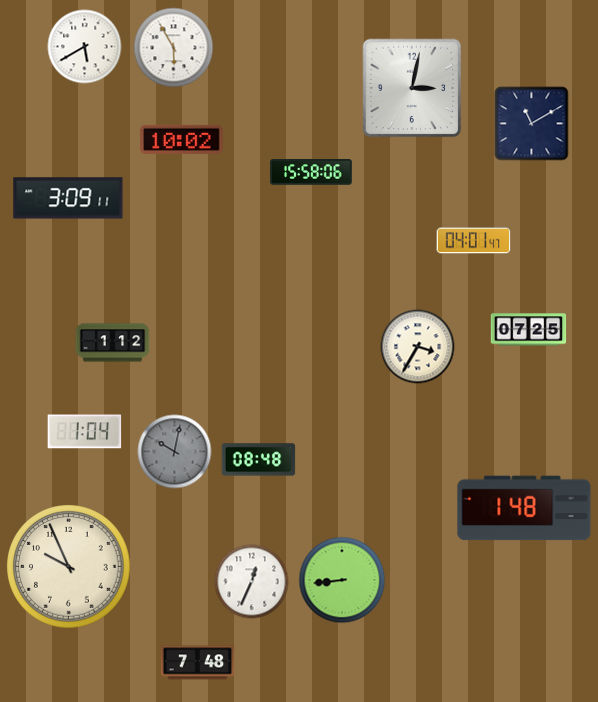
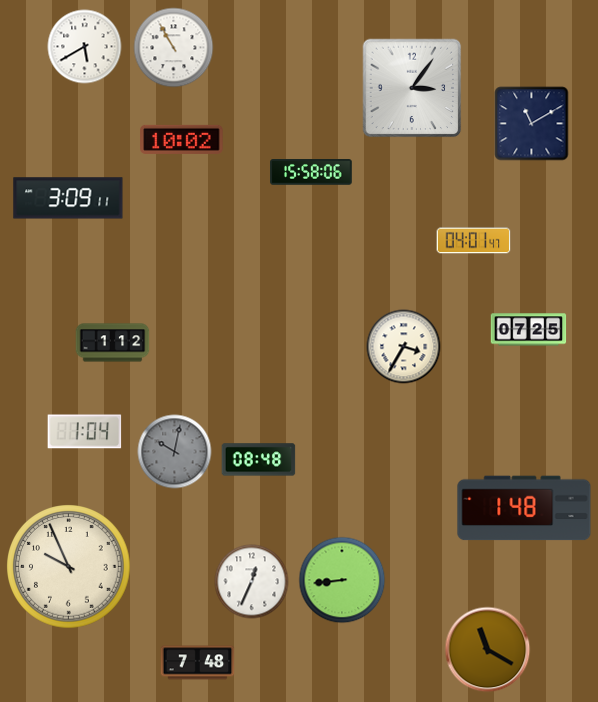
clock at (174, 48): 5:55 -> 10:55
clock at (412, 88): 3:02 -> 3:06
clock at (418, 347) position: (418, 347) -> (404, 347)
clock at (488, 650): none -> 11:20
